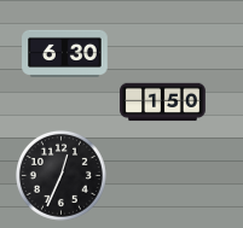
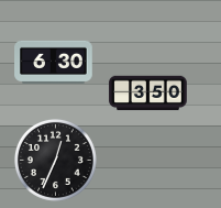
clock at (65, 53) position: (65, 53) -> (54, 62)
clock at (163, 103): 1:50 -> 3:50
